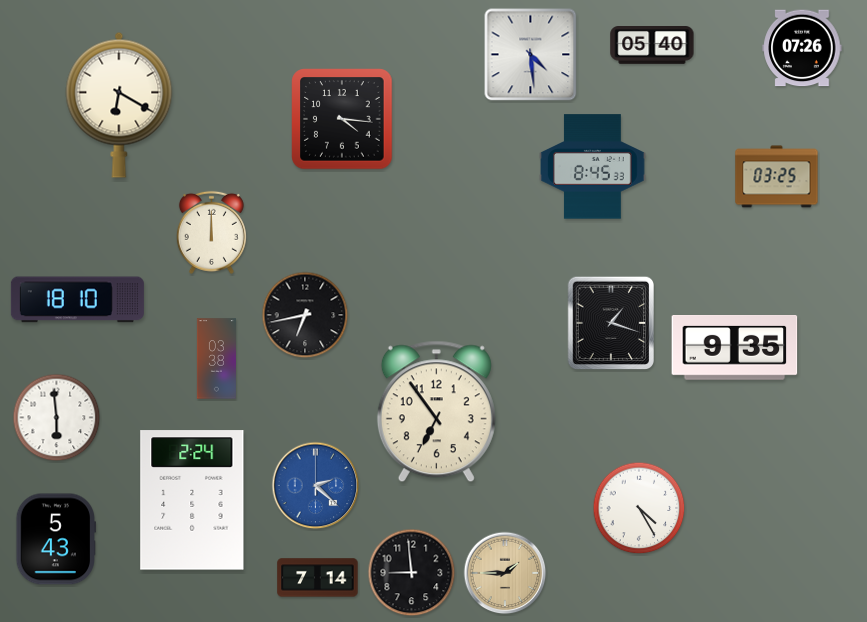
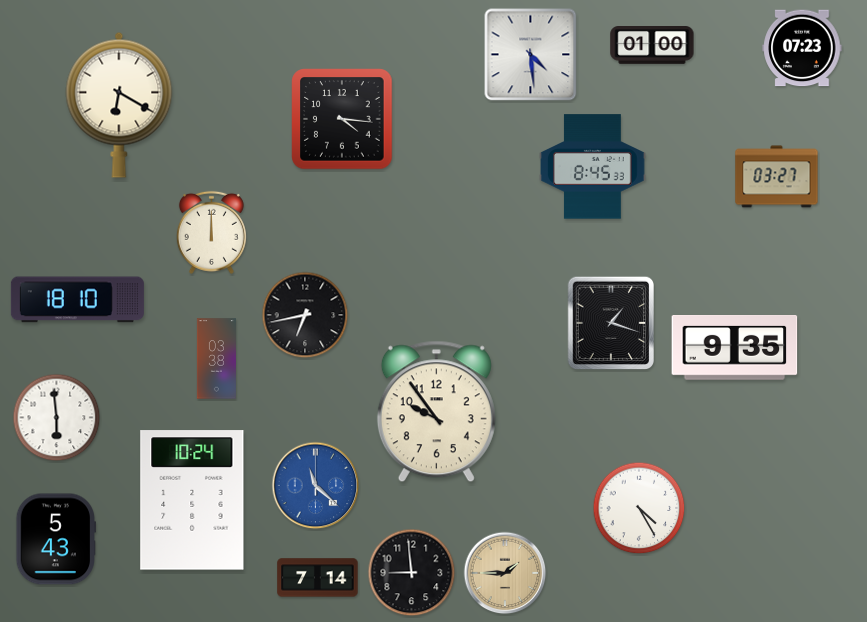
clock at (652, 46): 05:40 -> 01:00
clock at (802, 48): 07:26 -> 07:23
clock at (777, 177): 03:25 -> 03:27
clock at (436, 412): 6:54 -> 9:54
clock at (316, 486): 2:22 -> 11:22
clock at (192, 500): 2:24 -> 10:24
